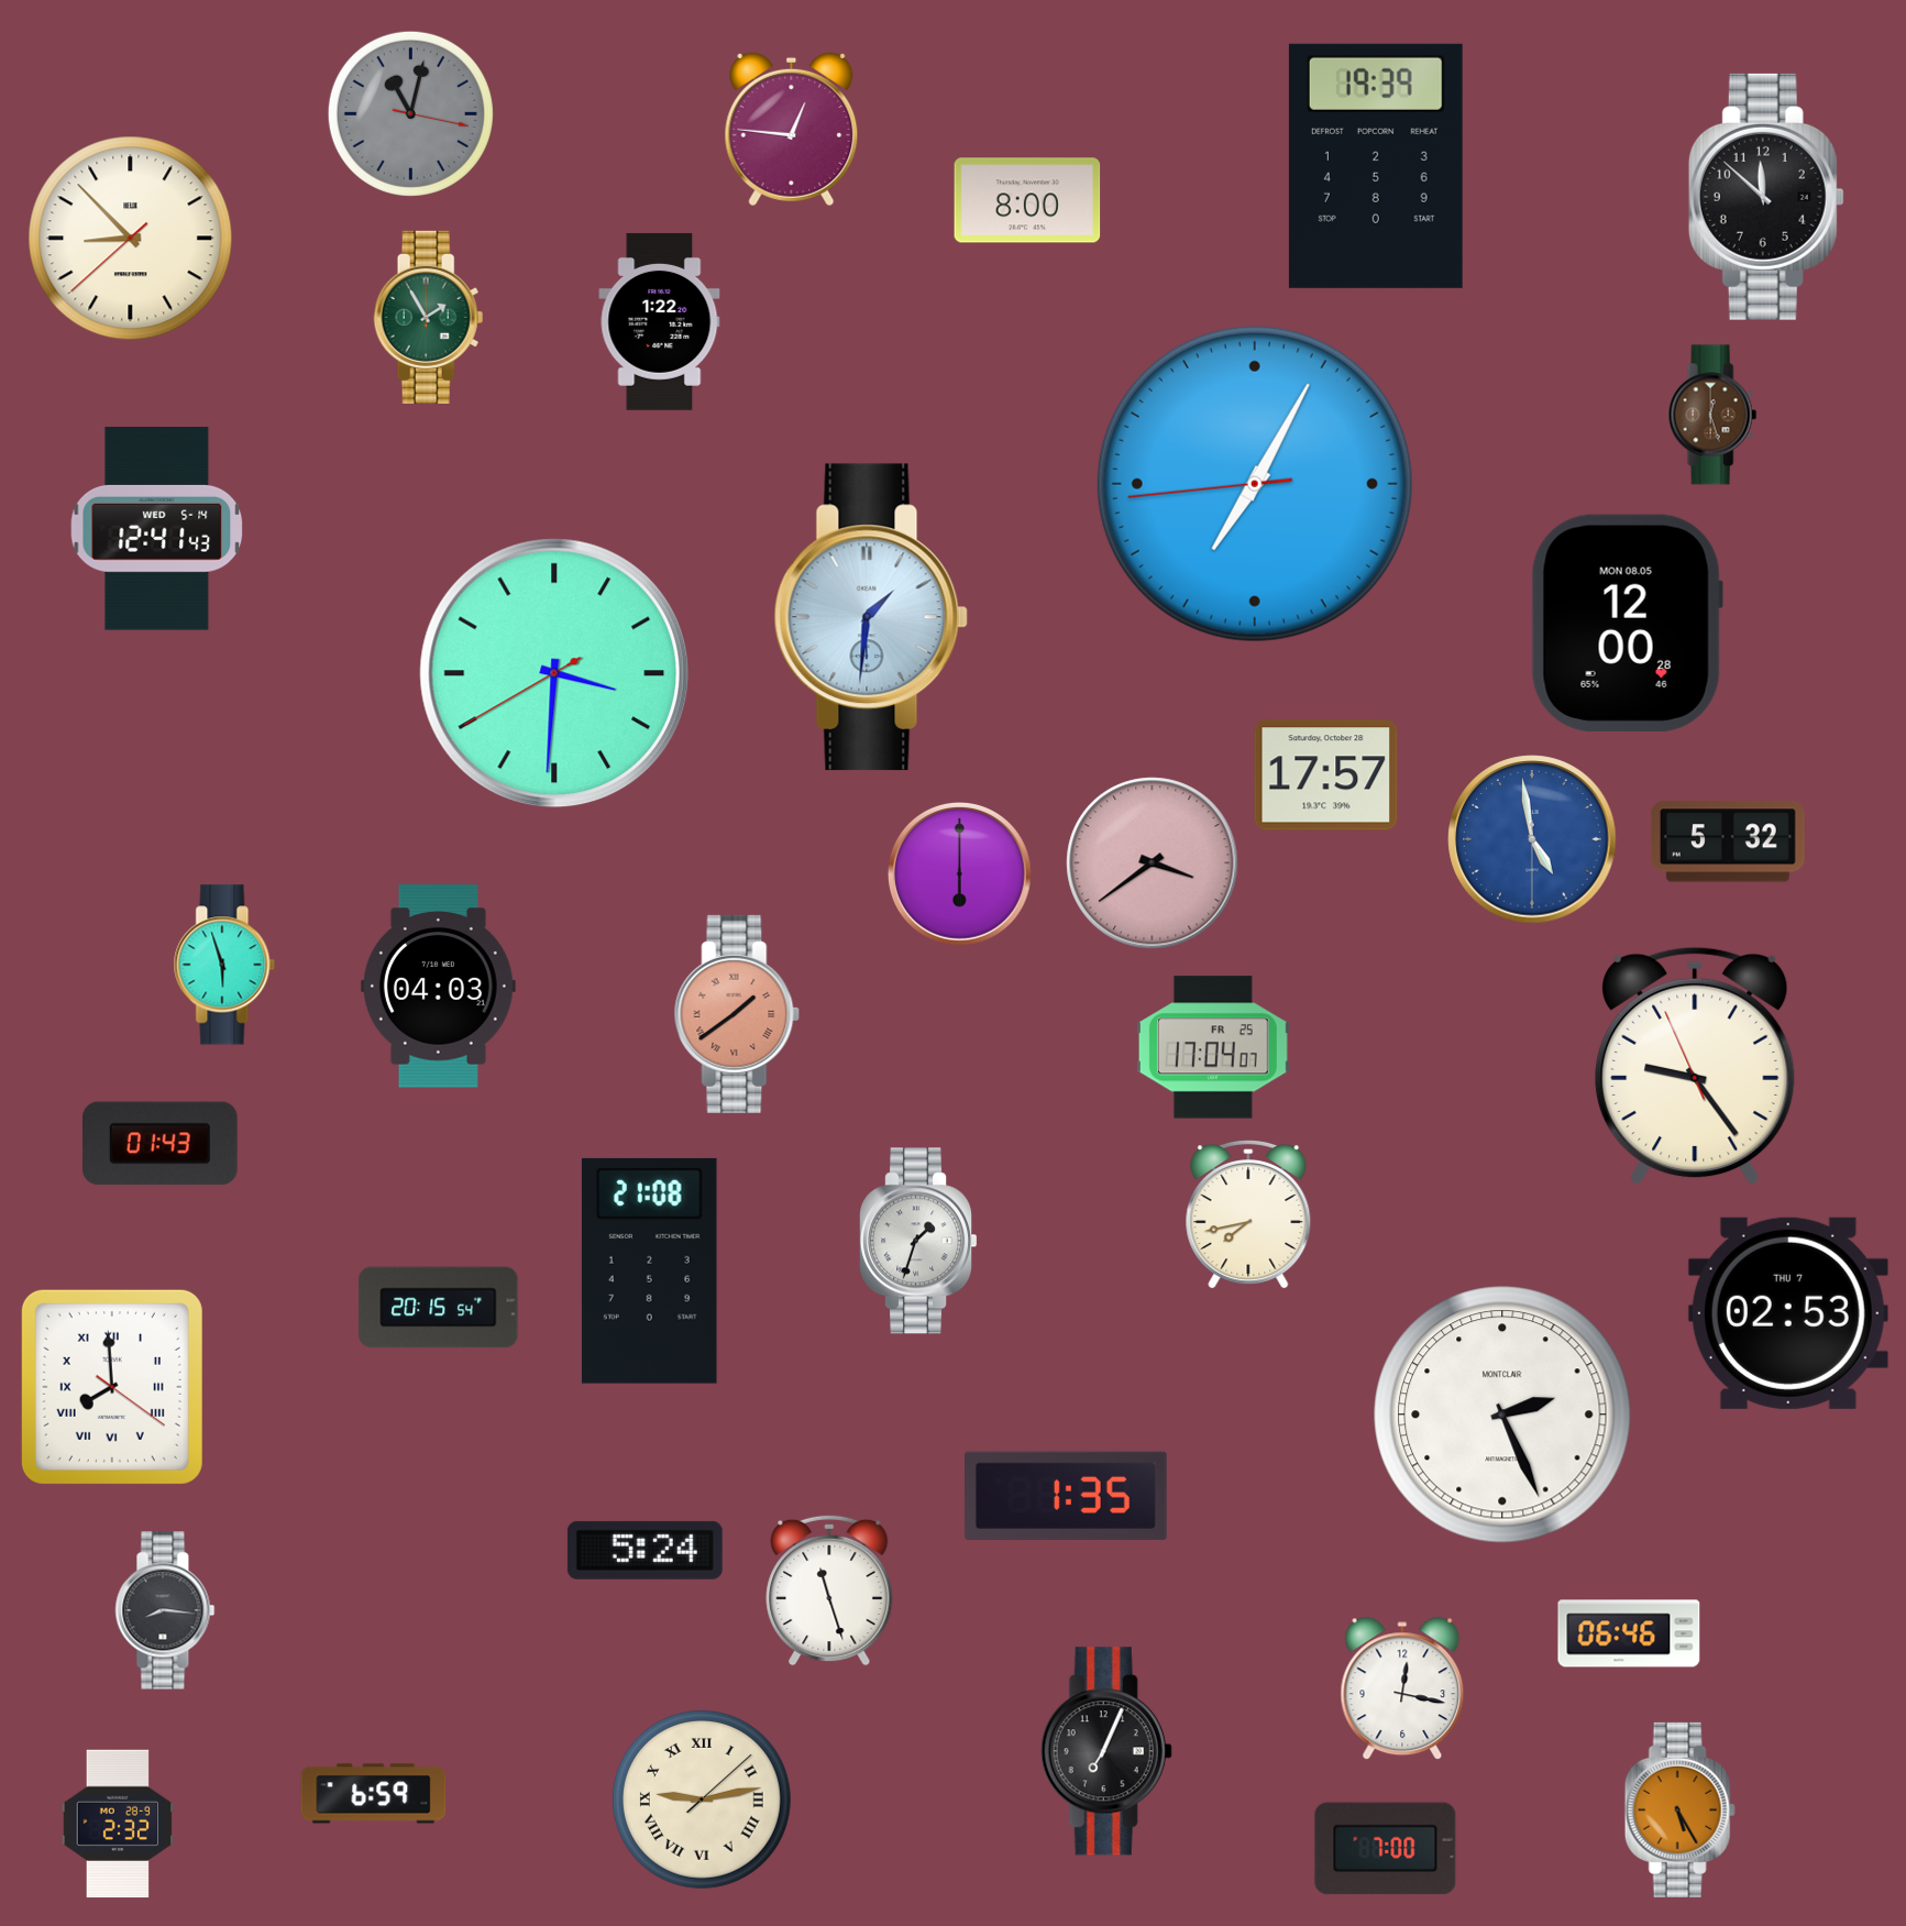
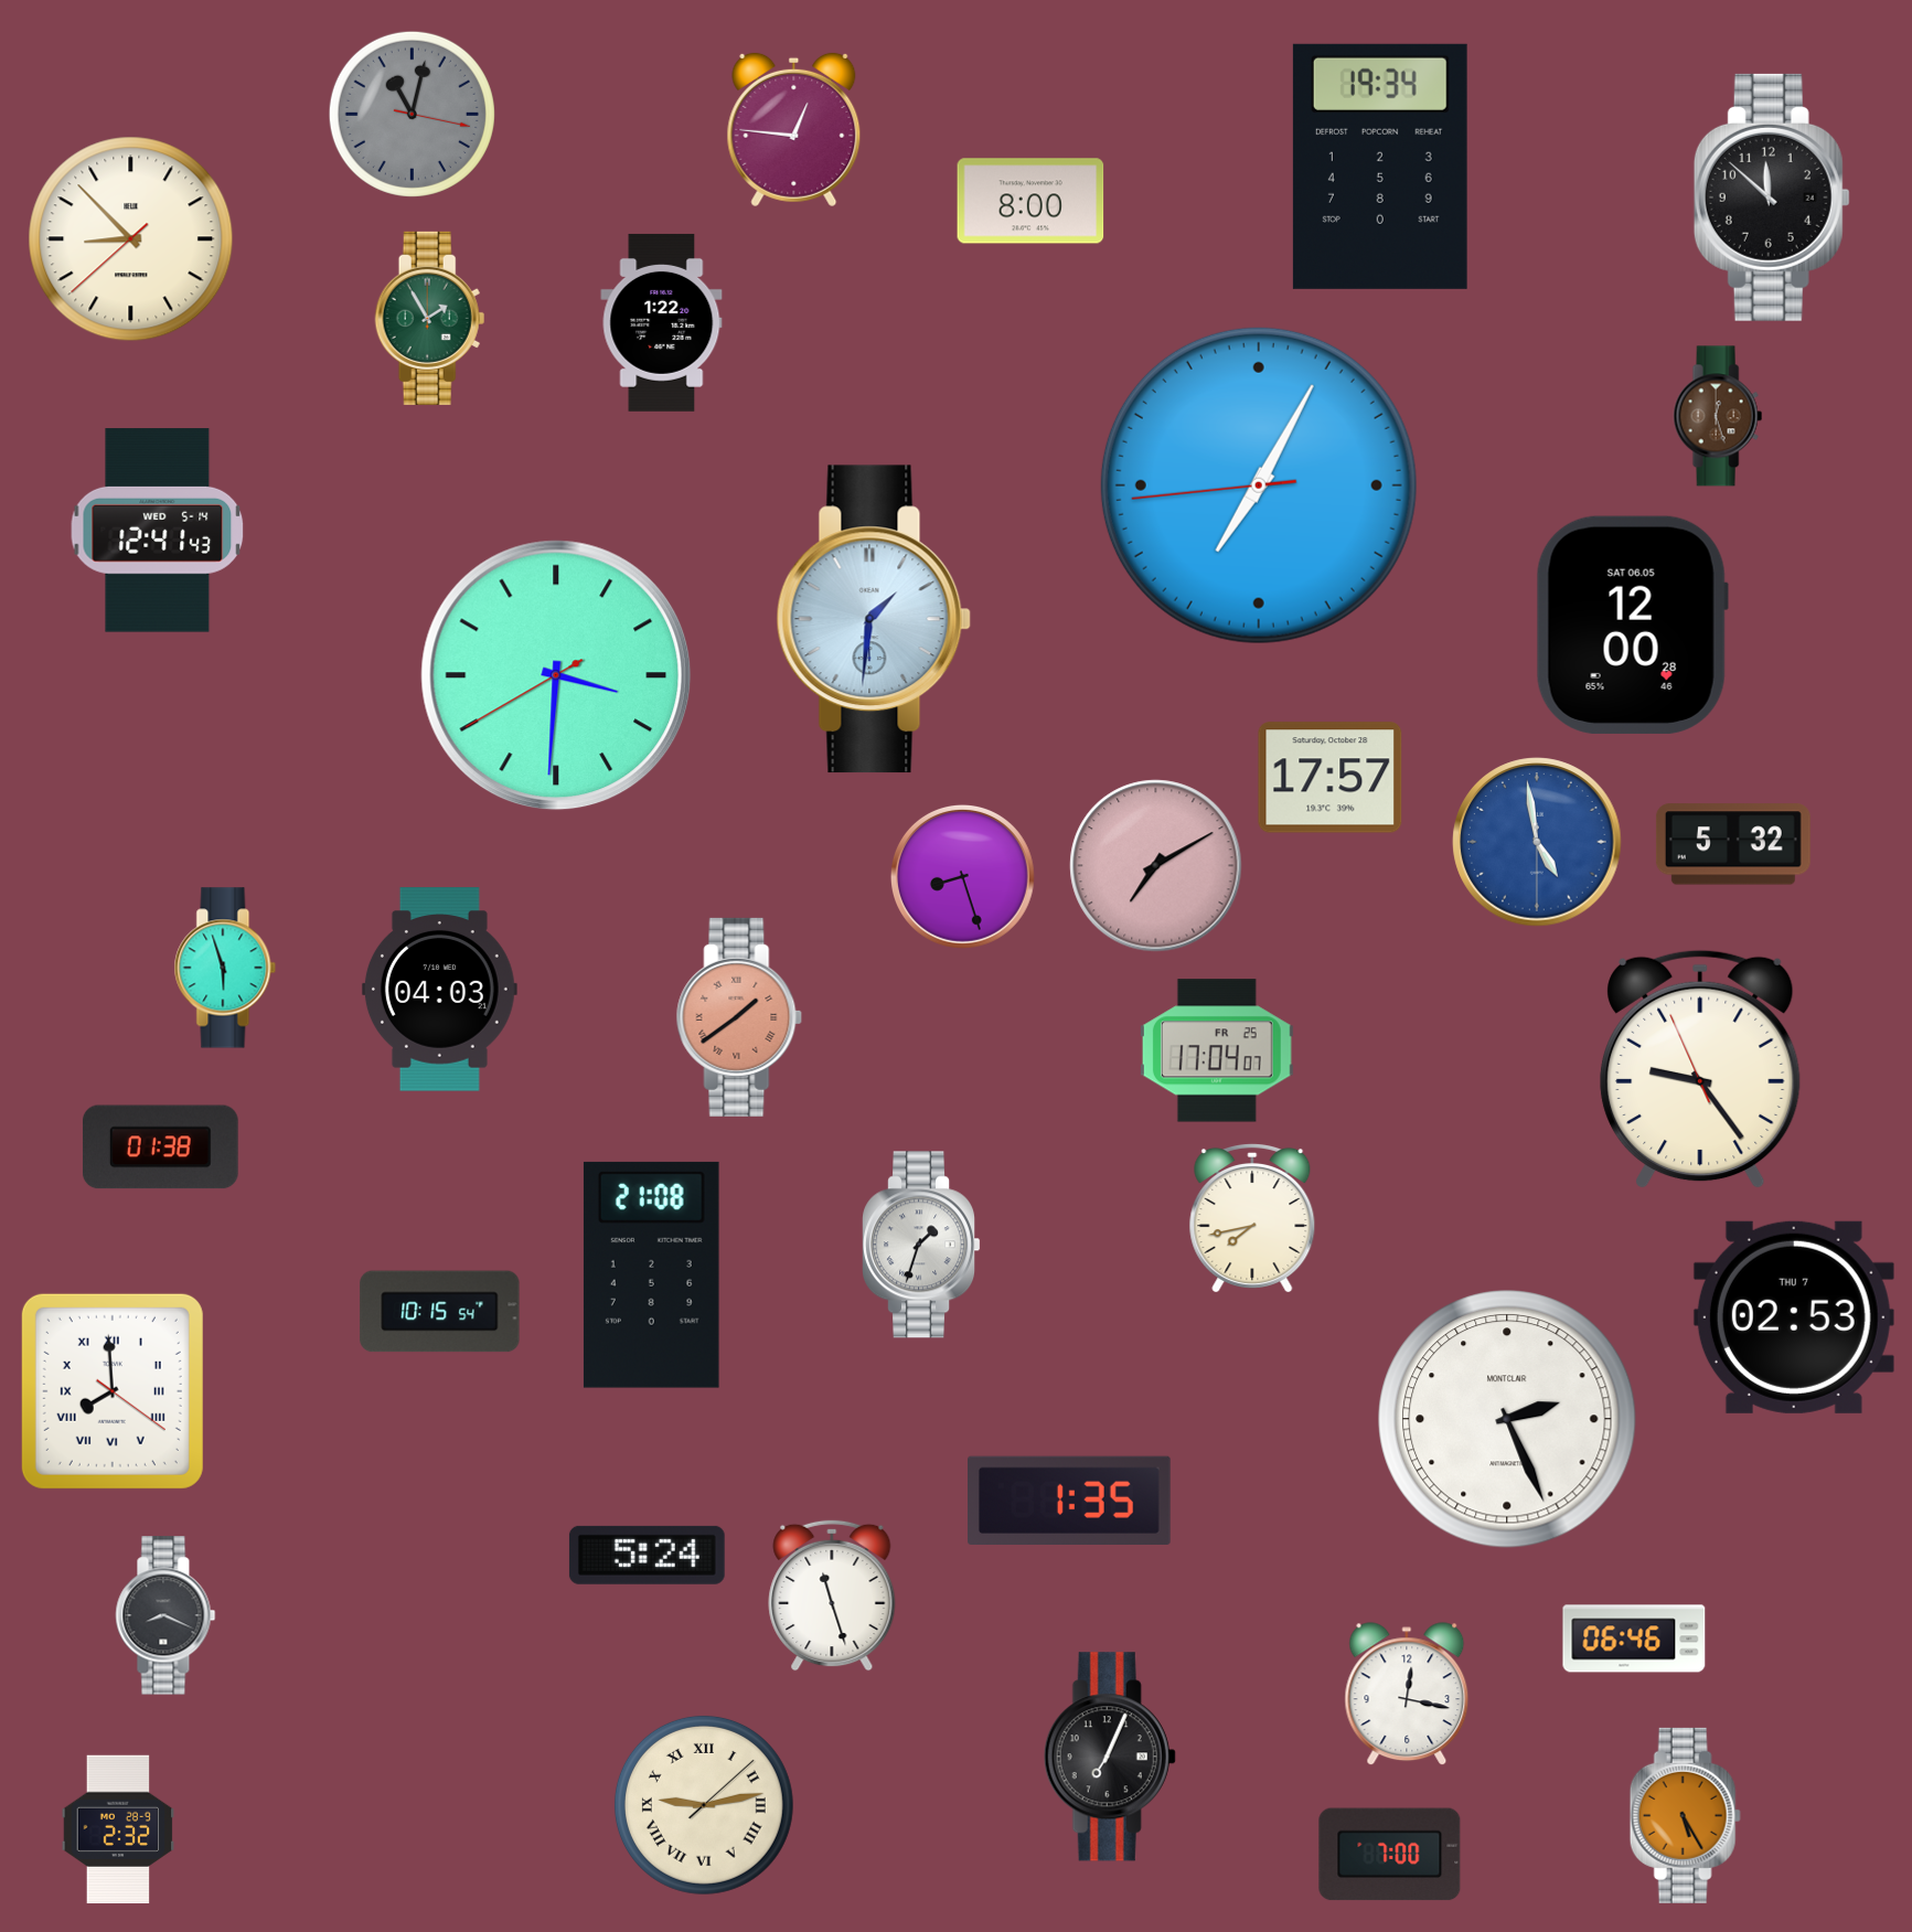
clock at (1376, 166): 19:39 -> 19:34
clock at (1627, 623) date: MON 08.05 -> SAT 06.05
clock at (1153, 863): 3:39 -> 7:10
clock at (960, 874): 6:00 -> 8:27
clock at (159, 1144): 01:43 -> 01:38
clock at (439, 1308): 20:15 -> 10:15
clock at (165, 1610): 8:16 -> 8:19
clock at (374, 1794): 6:59 -> none
